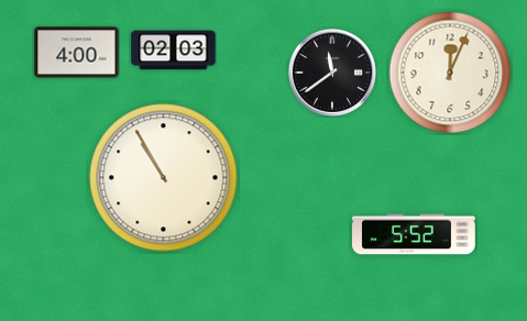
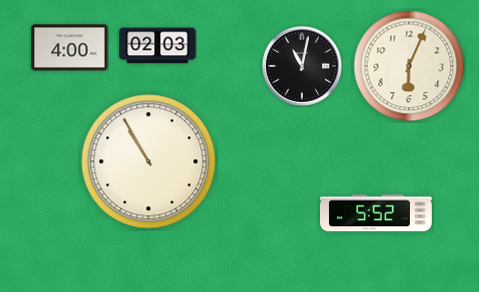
clock at (332, 73): 11:39 -> 11:02
clock at (450, 73): 12:04 -> 6:04
